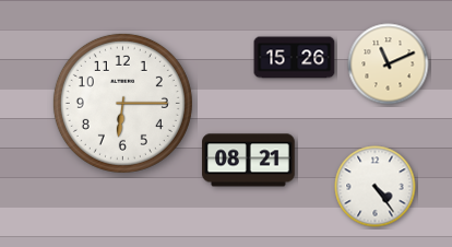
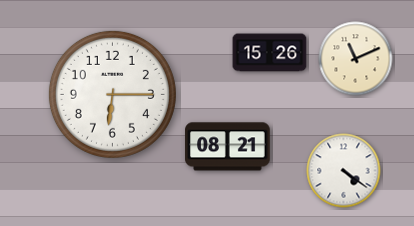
clock at (376, 187): 4:24 -> 4:21
